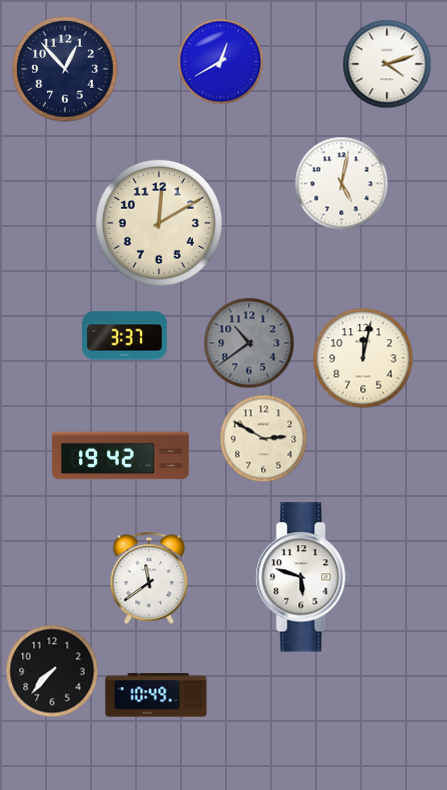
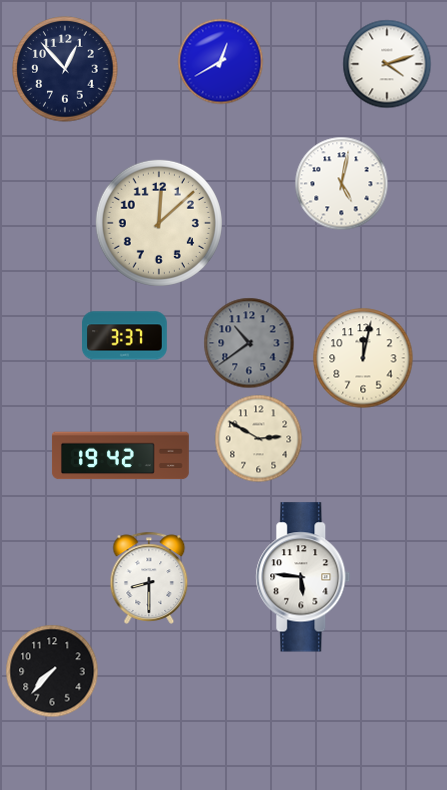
clock at (159, 223): 12:10 -> 12:08
clock at (263, 438) position: (263, 438) -> (258, 438)
clock at (303, 577): 5:48 -> 5:46
clock at (149, 578): 11:39 -> 8:30
clock at (156, 695): 10:49 -> none
